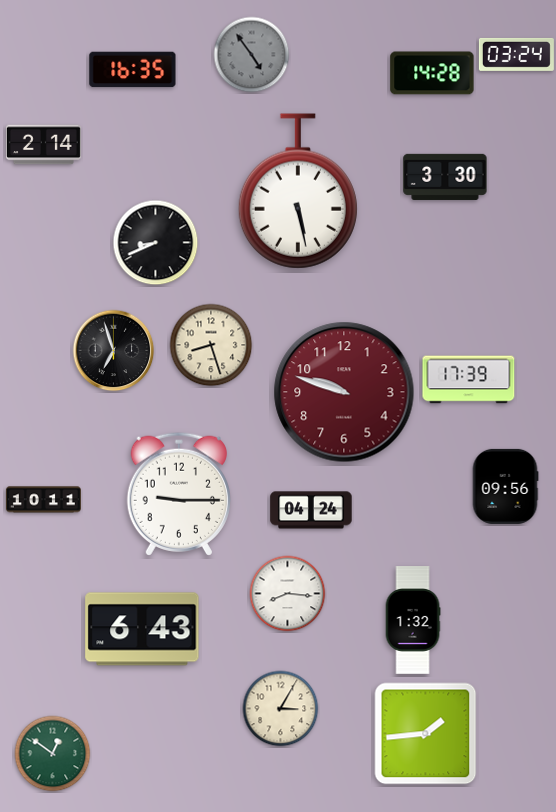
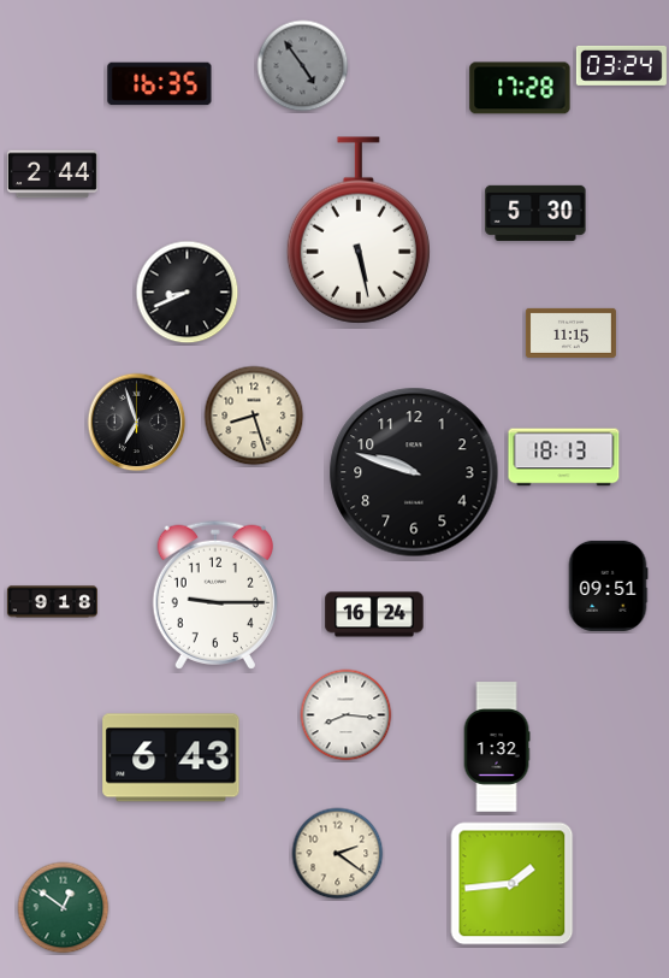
clock at (432, 73): 14:28 -> 17:28
clock at (43, 145): 2:14 -> 2:44
clock at (445, 177): 3:30 -> 5:30
clock at (570, 332): none -> 11:15
clock at (469, 380): 17:39 -> 18:13
clock at (344, 392) dial: burgundy -> black
clock at (505, 486): 09:56 -> 09:51
clock at (43, 500): 10:11 -> 9:18
clock at (311, 510): 04:24 -> 16:24
clock at (281, 709): 3:05 -> 2:21
